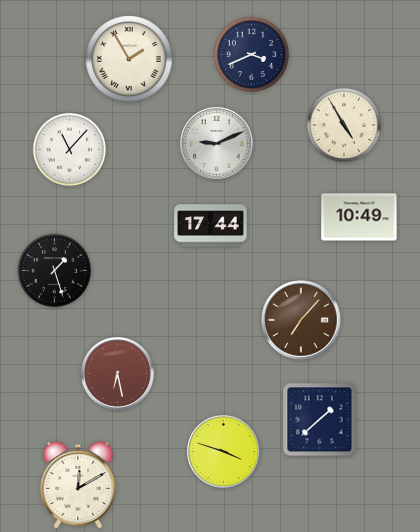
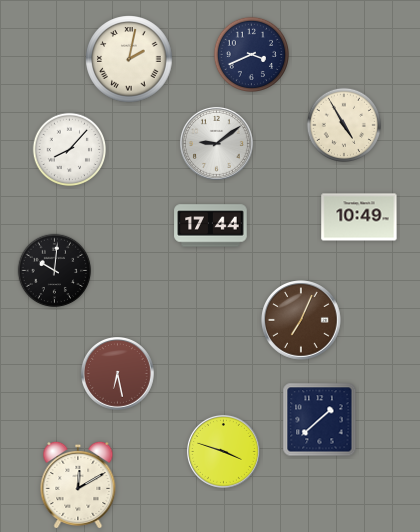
clock at (129, 59): 1:55 -> 2:02
clock at (217, 143): 9:11 -> 9:09
clock at (70, 150): 11:07 -> 8:07
clock at (55, 271): 1:27 -> 10:01
clock at (301, 320): 7:07 -> 7:04
